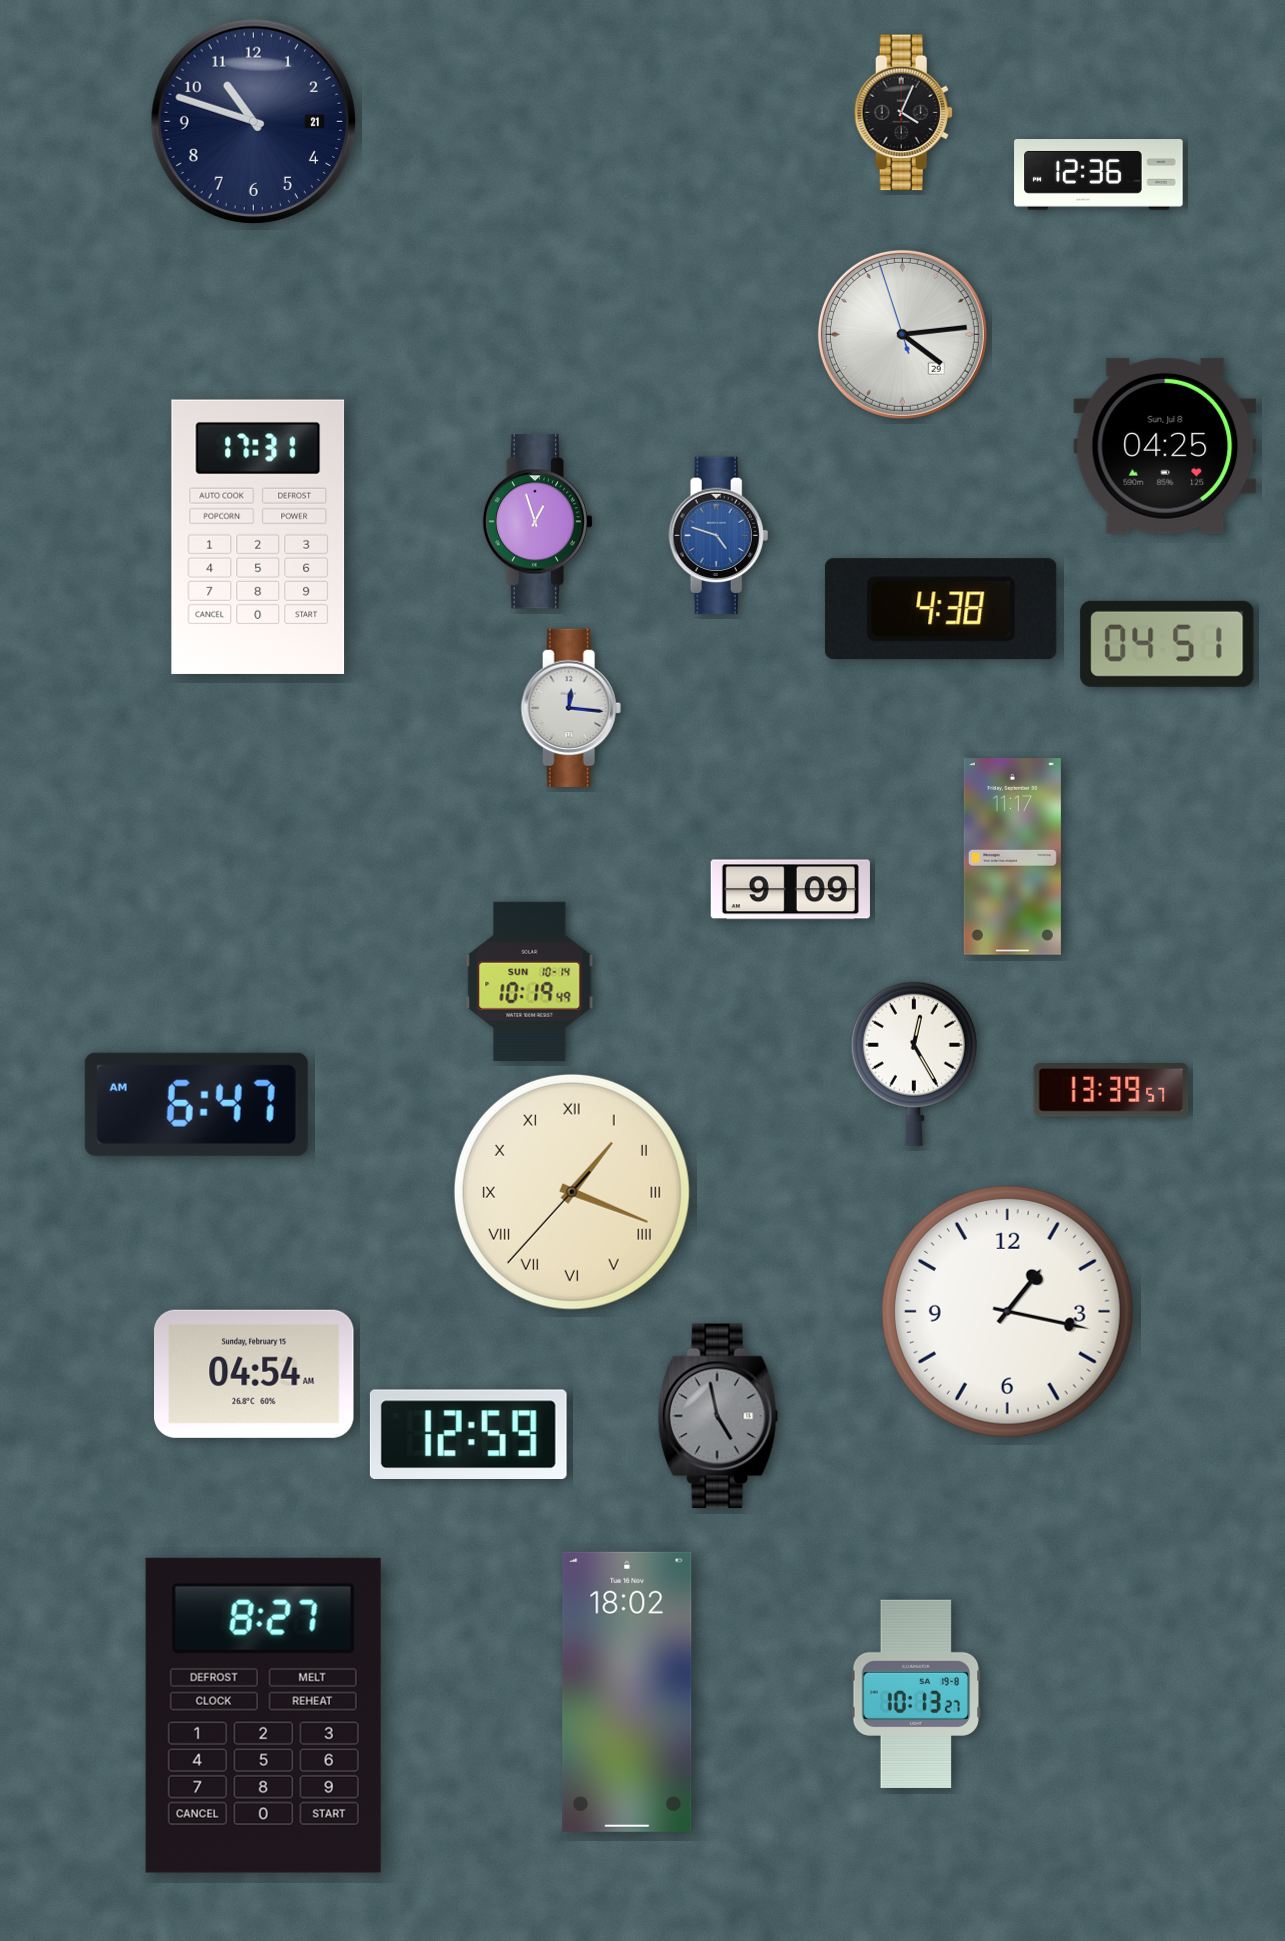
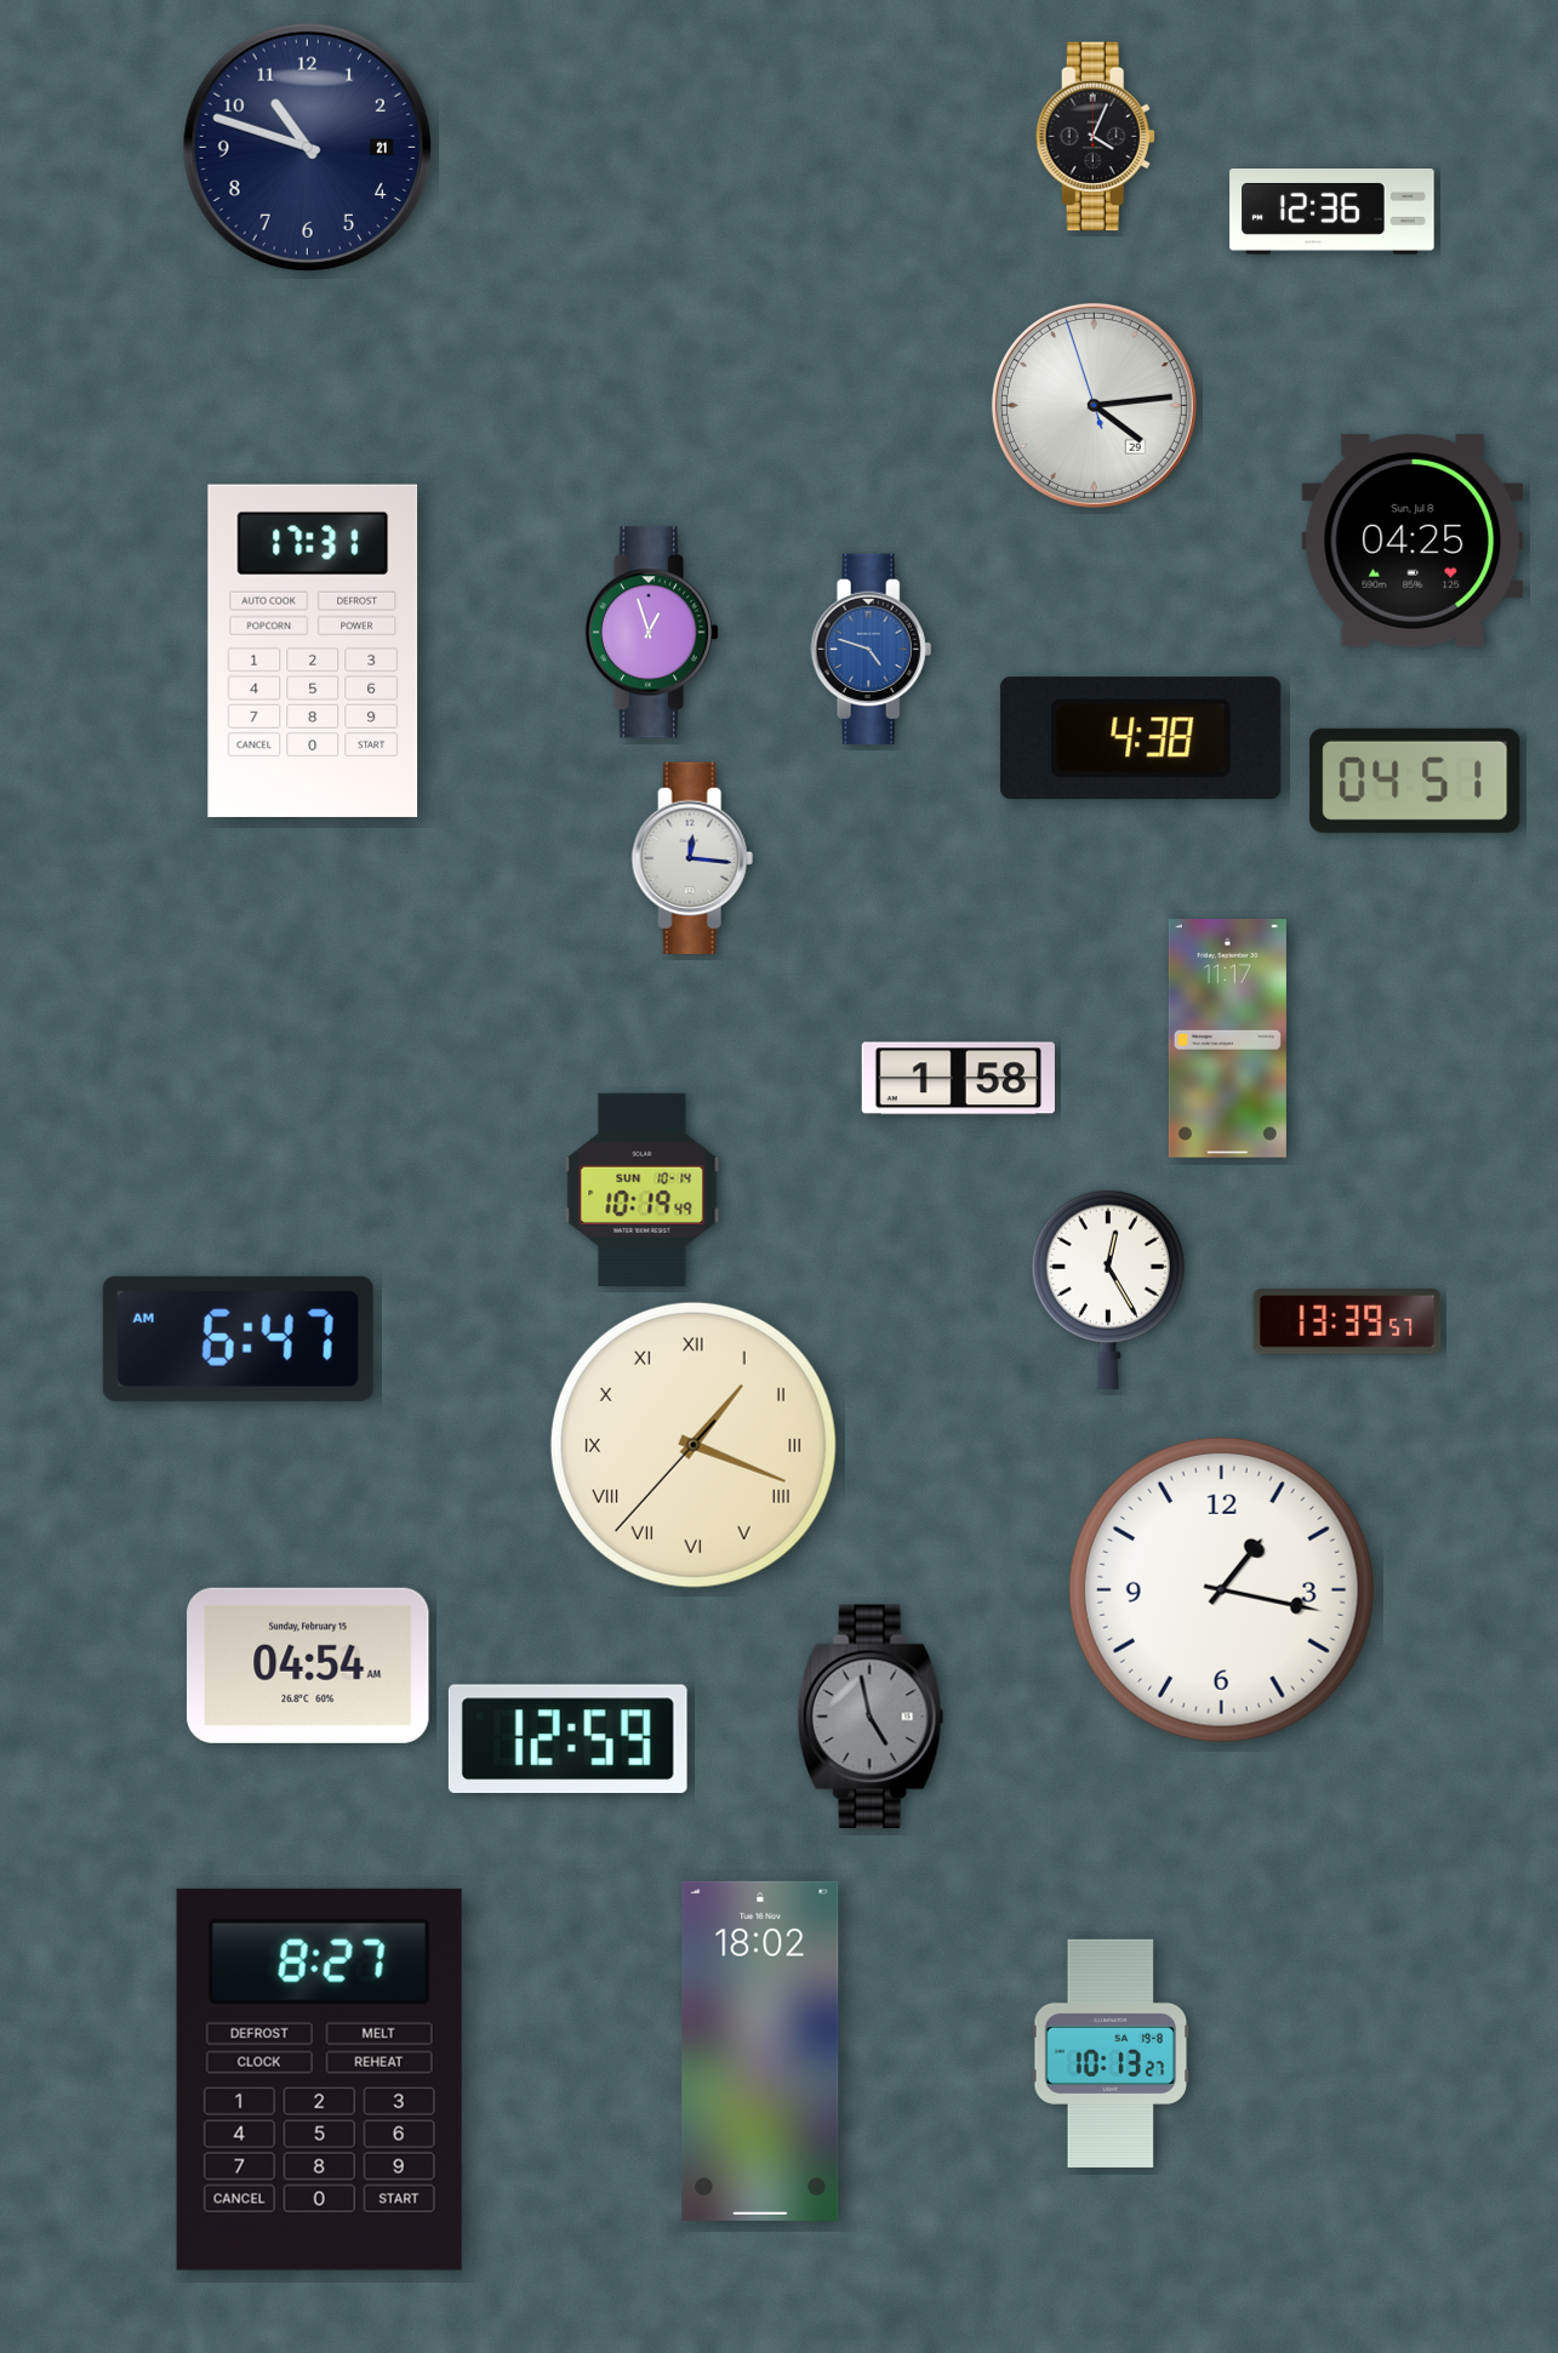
clock at (790, 890): 9:09 -> 1:58
